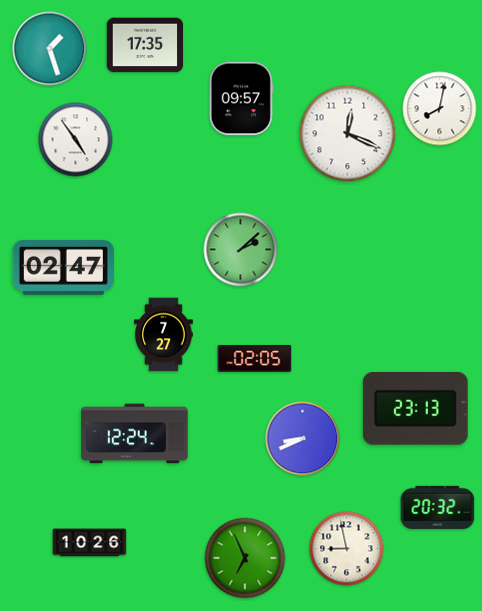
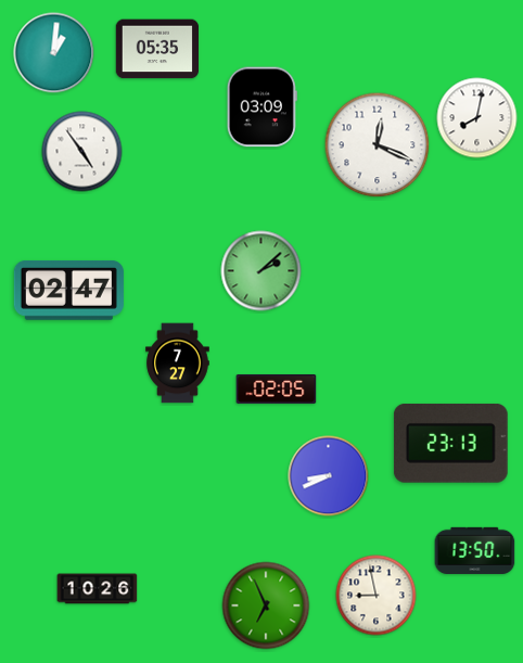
clock at (145, 45): 17:35 -> 05:35
clock at (50, 49): 1:27 -> 1:01
clock at (241, 99): 09:57 -> 03:09
clock at (135, 434): 12:24 -> none
clock at (438, 507): 20:32 -> 13:50
